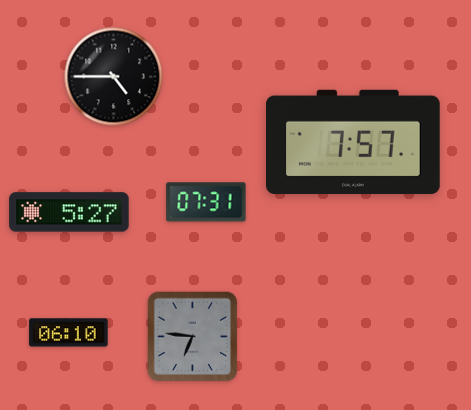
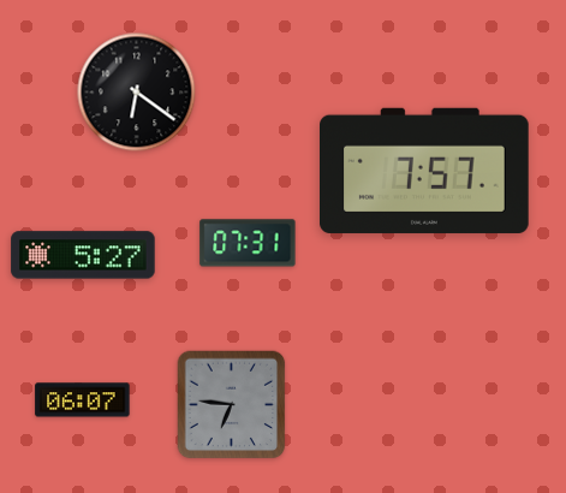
clock at (114, 77): 4:45 -> 6:21
clock at (69, 333): 06:10 -> 06:07
